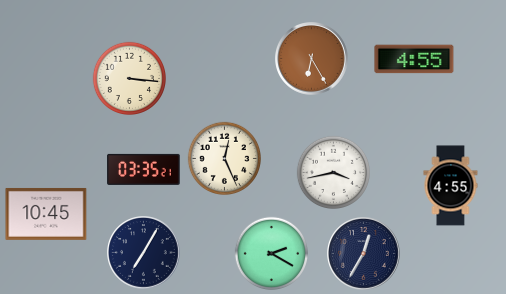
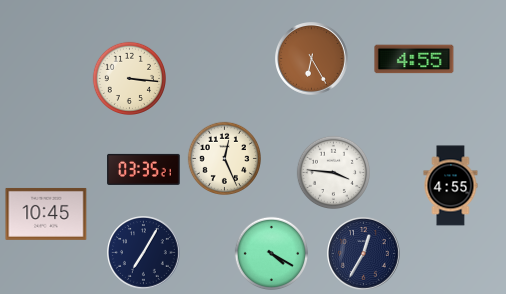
clock at (333, 172): 3:43 -> 3:46
clock at (271, 253): 2:20 -> 4:20
